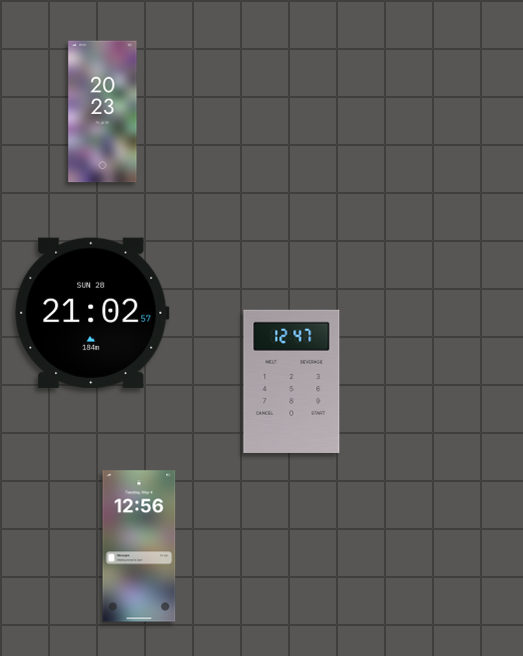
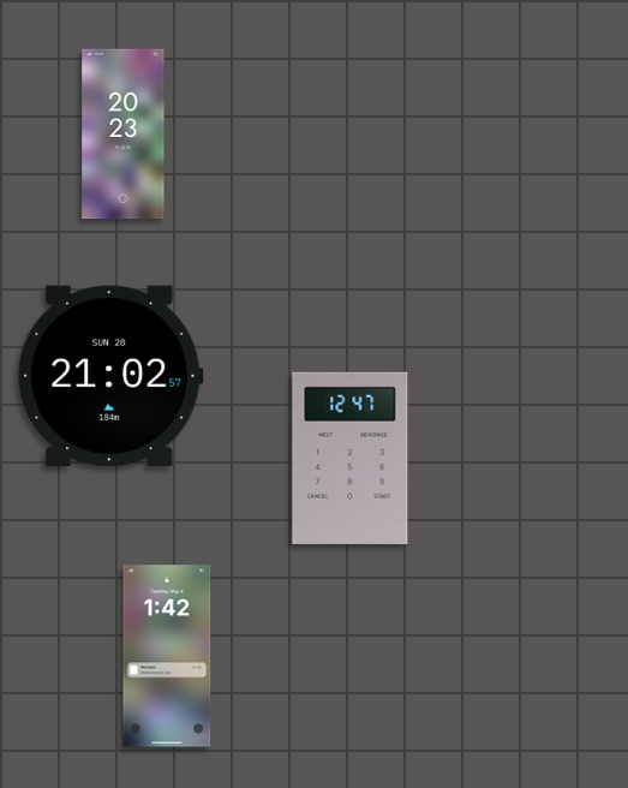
clock at (139, 546): 12:56 -> 1:42
